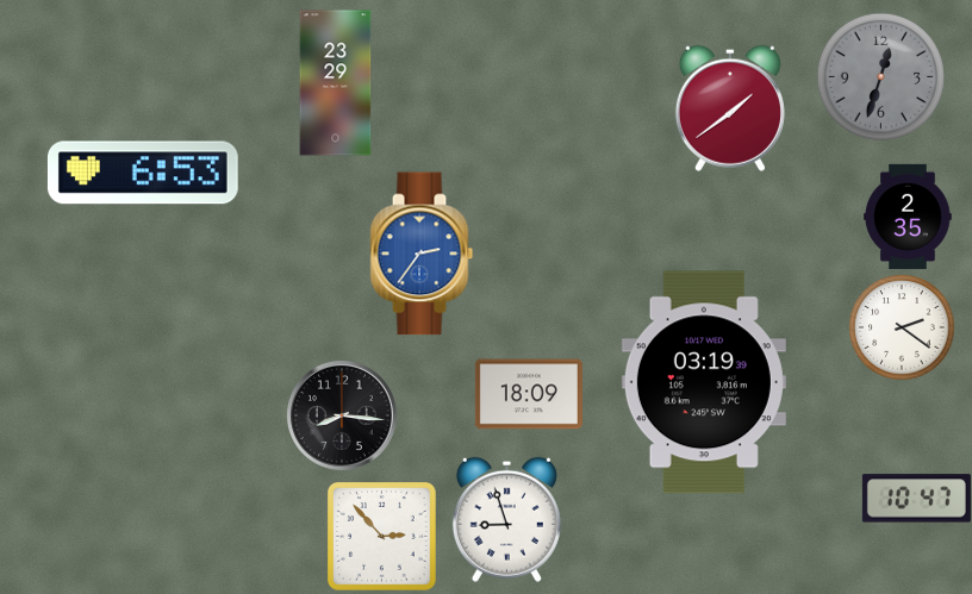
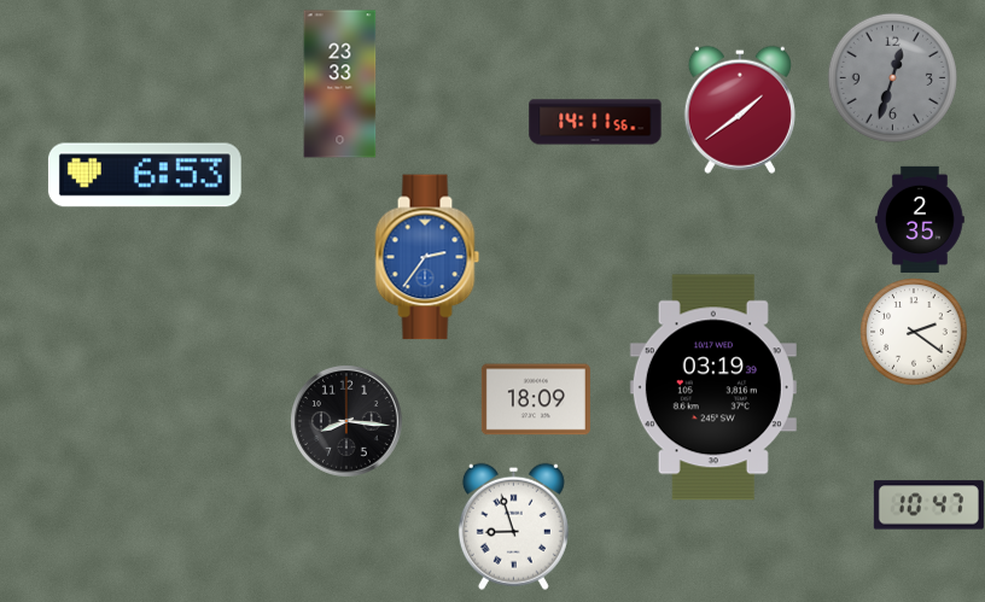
clock at (336, 83): 23:29 -> 23:33
clock at (595, 122): none -> 14:11
clock at (382, 537): 2:53 -> none
